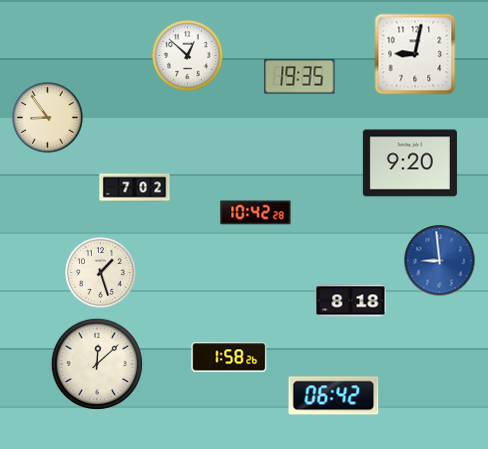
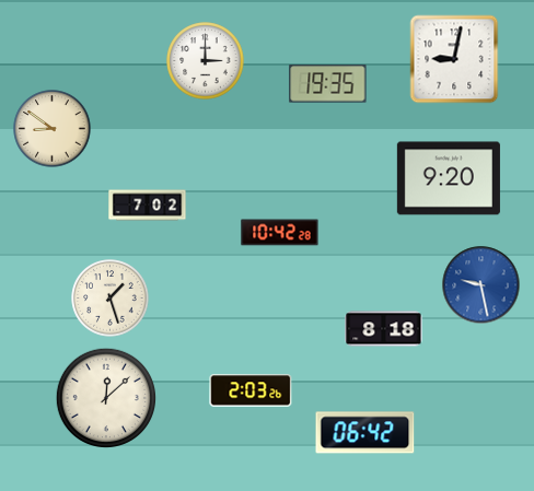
clock at (188, 56): 12:52 -> 3:00
clock at (48, 118): 8:54 -> 8:51
clock at (440, 261): 8:59 -> 9:28
clock at (229, 357): 1:58 -> 2:03
